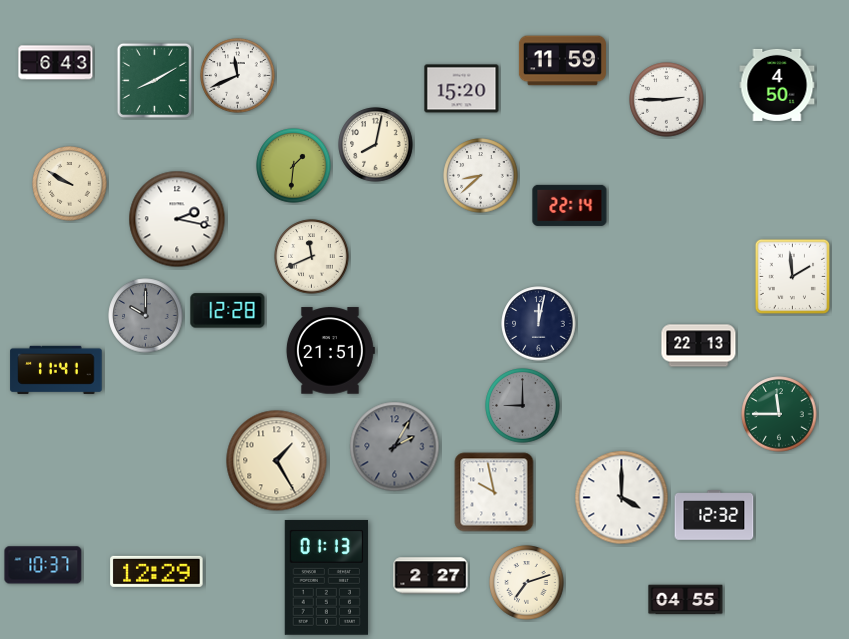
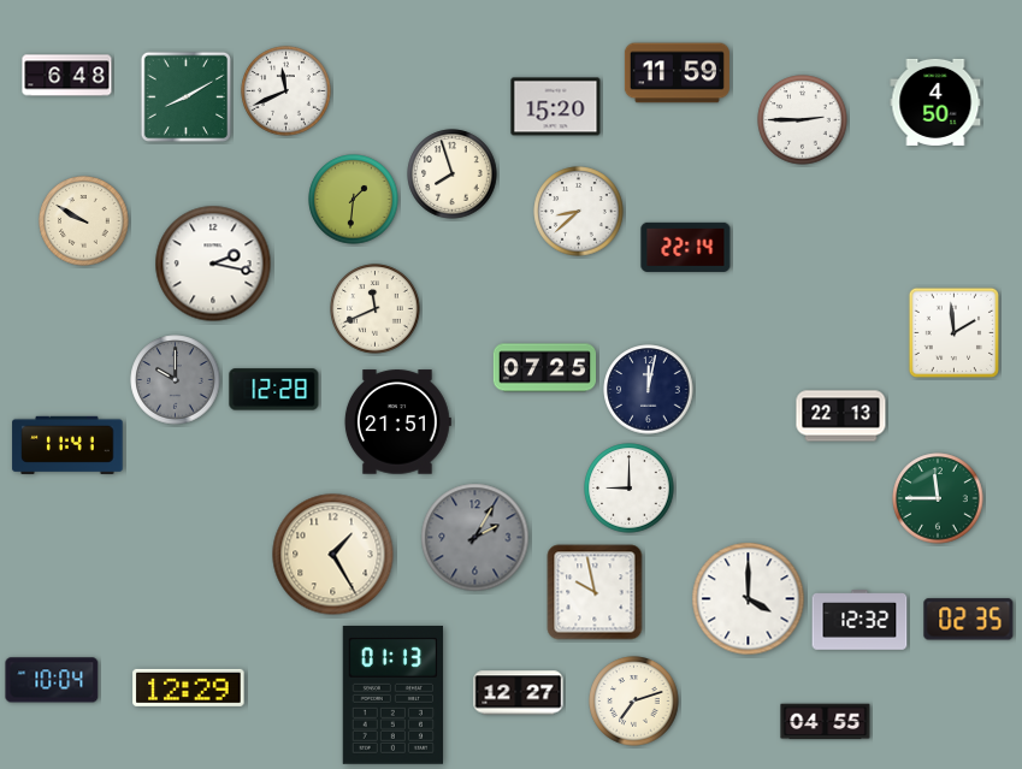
clock at (56, 63): 6:43 -> 6:48
clock at (376, 145): 8:02 -> 7:57
clock at (544, 368): none -> 07:25
clock at (228, 311) position: (228, 311) -> (274, 390)
clock at (523, 406) dial: grey -> white
clock at (969, 620): none -> 02:35
clock at (43, 565): 10:37 -> 10:04
clock at (431, 576): 2:27 -> 12:27
